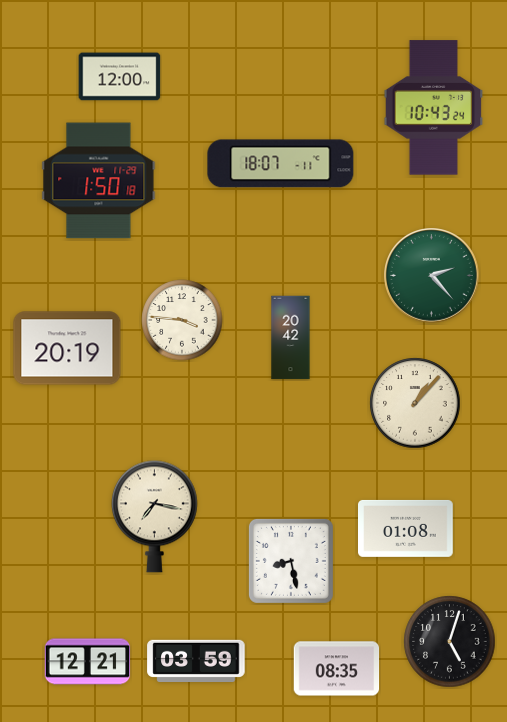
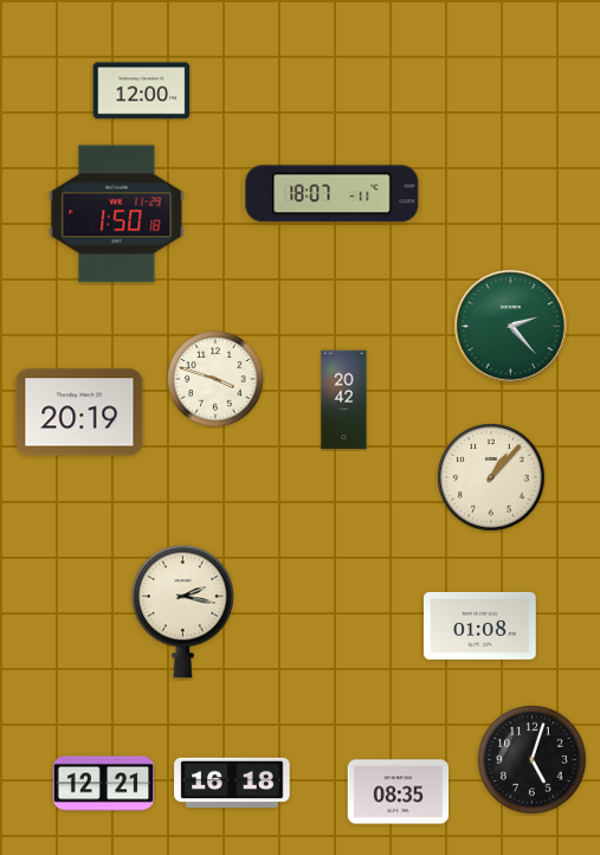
clock at (434, 108): 10:43 -> none
clock at (182, 320): 3:46 -> 3:48
clock at (154, 516): 7:17 -> 2:17
clock at (291, 561): 8:28 -> none
clock at (196, 660): 03:59 -> 16:18
